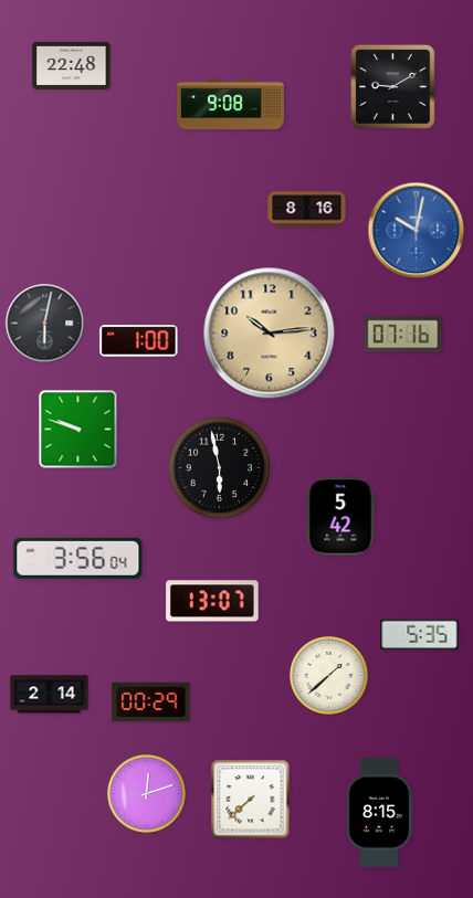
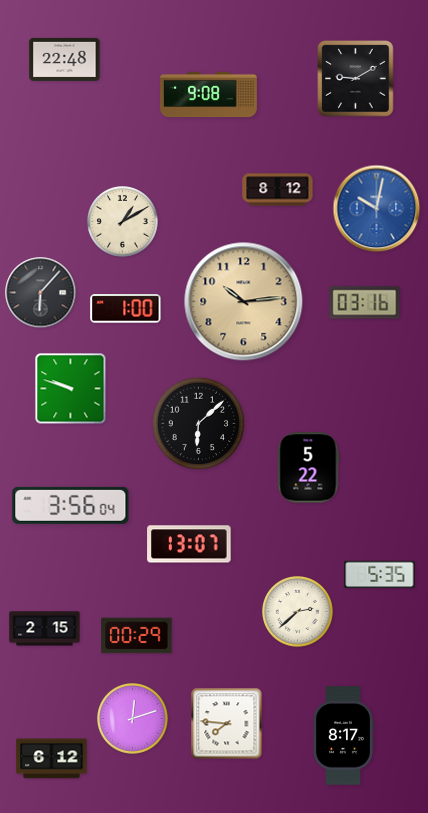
clock at (307, 210): 8:16 -> 8:12
clock at (123, 222): none -> 1:10
clock at (45, 324): 6:02 -> 6:07
clock at (403, 335): 07:16 -> 03:16
clock at (220, 468): 5:58 -> 6:08
clock at (340, 517): 5:42 -> 5:22
clock at (212, 601) position: (212, 601) -> (189, 544)
clock at (329, 676): 1:38 -> 2:38
clock at (50, 695): 2:14 -> 2:15
clock at (251, 800): 7:38 -> 7:46
clock at (380, 813): 8:15 -> 8:17
clock at (52, 759): none -> 6:12
